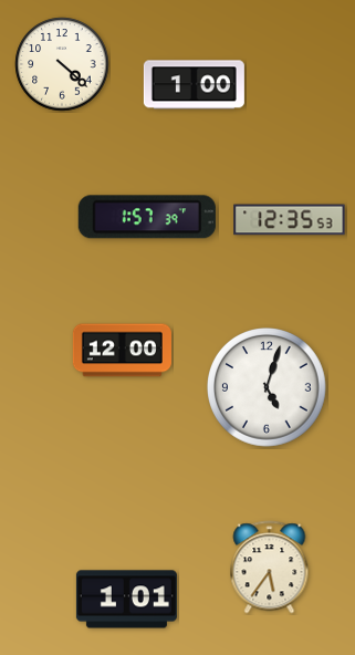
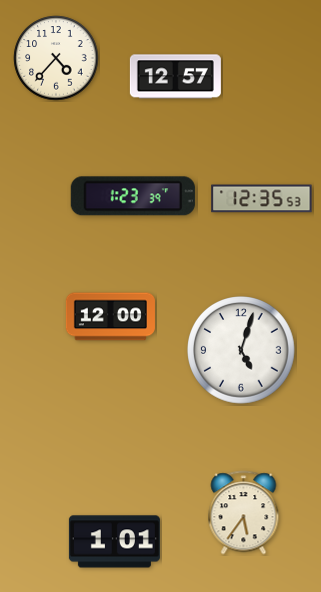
clock at (62, 64): 4:22 -> 4:37
clock at (194, 85): 1:00 -> 12:57
clock at (147, 217): 1:57 -> 1:23
